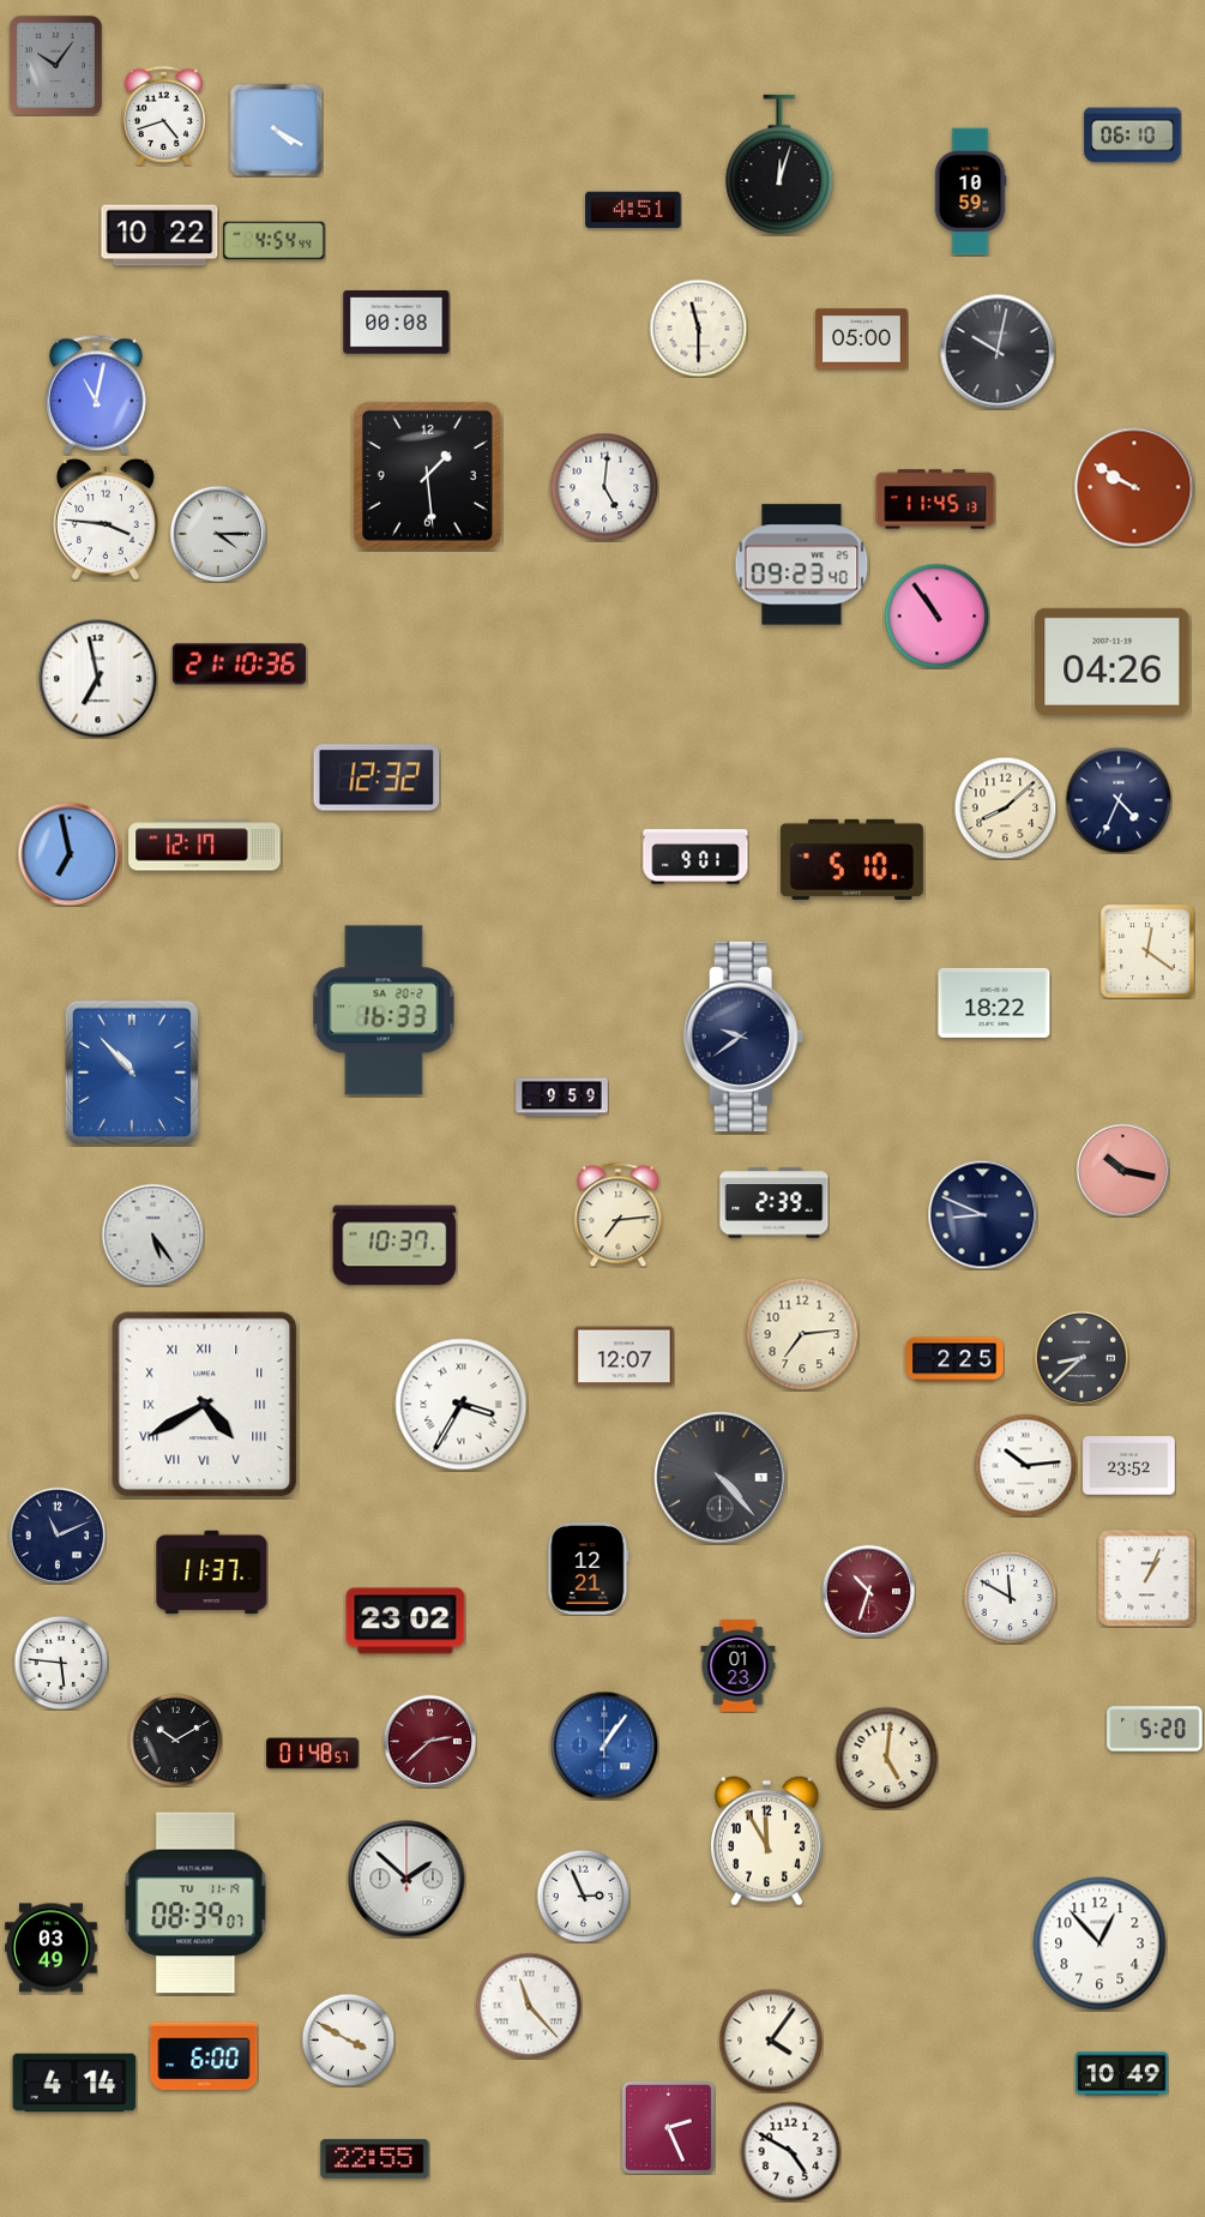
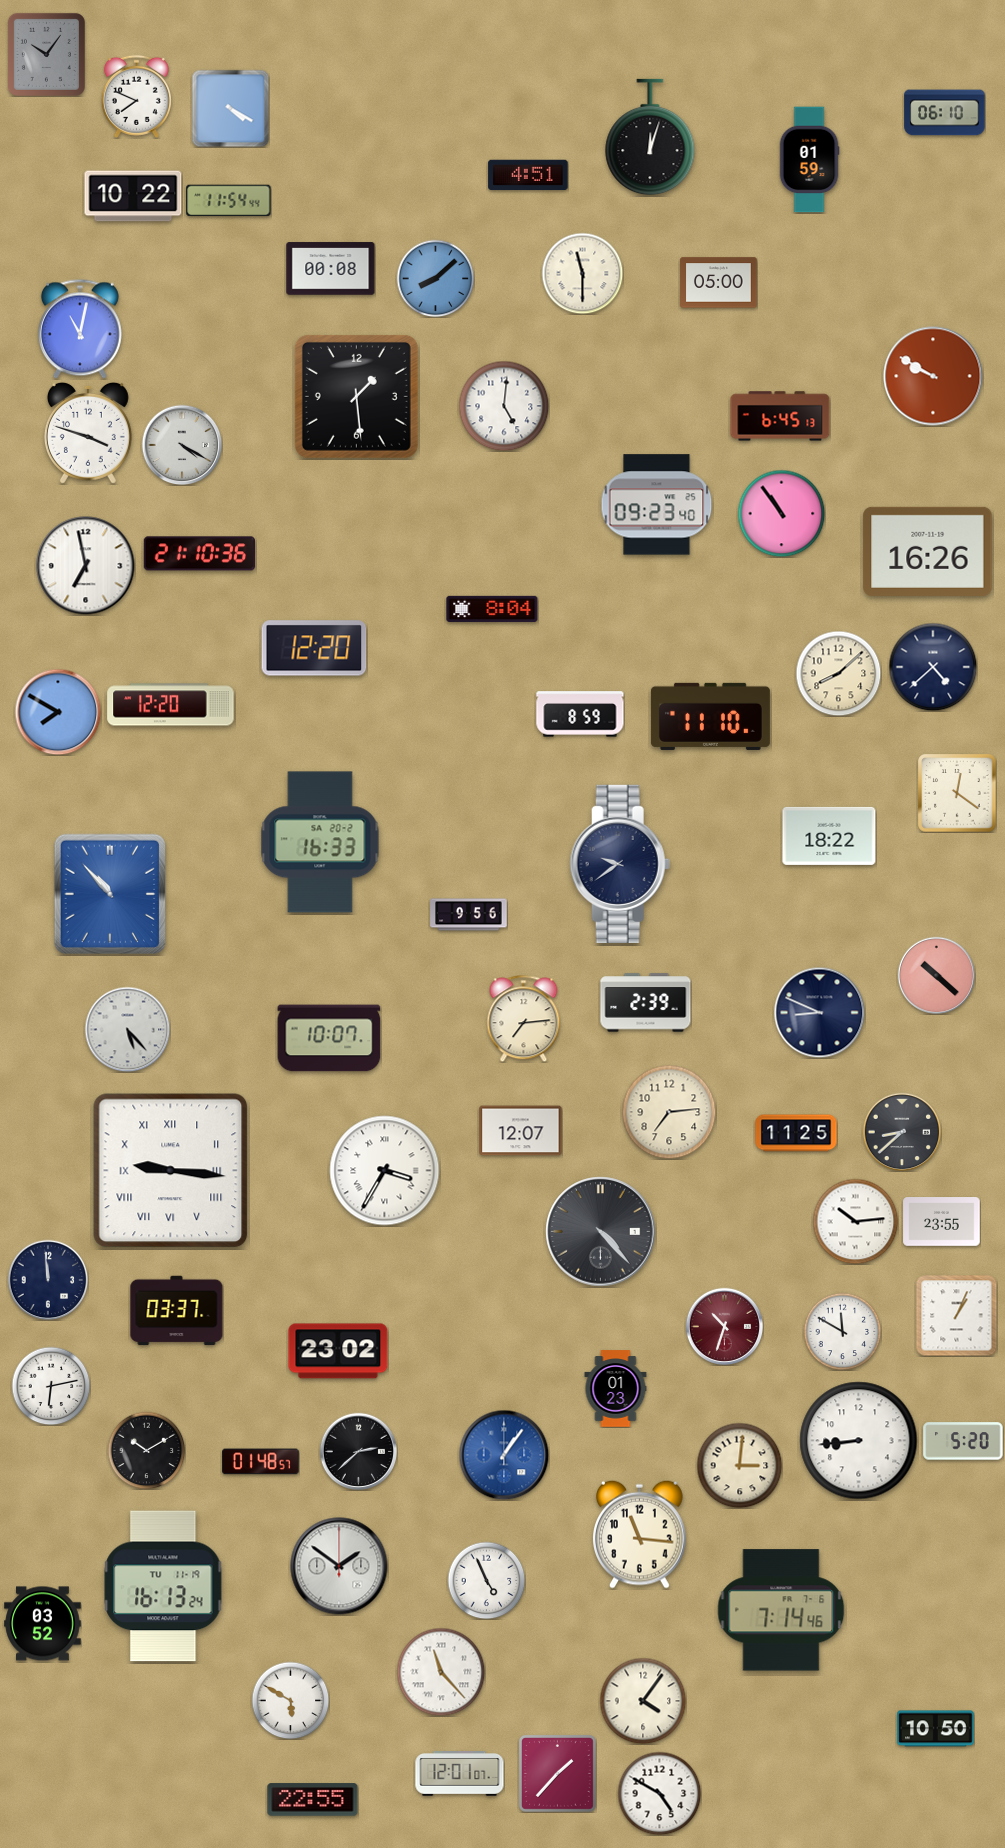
clock at (163, 115): 4:42 -> 7:49
clock at (970, 192): 10:59 -> 01:59
clock at (275, 241): 4:54 -> 11:54
clock at (435, 278): none -> 8:08
clock at (998, 352): 10:02 -> none
clock at (1134, 487) position: (1134, 487) -> (933, 376)
clock at (935, 499): 11:45 -> 6:45
clock at (106, 519): 3:46 -> 3:48
clock at (218, 534): 4:15 -> 4:20
clock at (802, 565) position: (802, 565) -> (657, 505)
clock at (1113, 661): 04:26 -> 16:26
clock at (98, 679) position: (98, 679) -> (86, 566)
clock at (492, 609): none -> 8:04
clock at (376, 777): 12:32 -> 12:20
clock at (1119, 800): 4:34 -> 4:38
clock at (205, 846): 12:17 -> 12:20
clock at (70, 854): 6:58 -> 7:50
clock at (695, 857): 9:01 -> 8:59
clock at (851, 859): 5:10 -> 11:10
clock at (562, 1098): 9:59 -> 9:56
clock at (1122, 1170): 10:17 -> 10:22
clock at (619, 1214) position: (619, 1214) -> (524, 1018)
clock at (152, 1234): 5:24 -> 5:23
clock at (394, 1245): 10:37 -> 10:07
clock at (954, 1359): 2:25 -> 11:25
clock at (205, 1405): 4:40 -> 9:16
clock at (1129, 1466): 23:52 -> 23:55
clock at (58, 1536): 11:11 -> 11:59
clock at (589, 1569): 12:21 -> none
clock at (212, 1573): 11:37 -> 03:37
clock at (61, 1663): 5:46 -> 6:13
clock at (859, 1441): none -> 8:44
clock at (429, 1741) dial: burgundy -> black
clock at (886, 1758): 5:01 -> 3:01
clock at (767, 1840): 11:55 -> 11:16
clock at (406, 1879): 1:52 -> 1:51
clock at (583, 1895): 2:56 -> 4:56
clock at (195, 1903): 08:39 -> 16:13
clock at (781, 1610): none -> 7:14
clock at (1099, 1943): 12:53 -> none
clock at (52, 1948): 03:49 -> 03:52
clock at (348, 2039): 3:50 -> 5:50
clock at (204, 2056): 6:00 -> none
clock at (1122, 2074): 10:49 -> 10:50
clock at (74, 2083): 4:14 -> none
clock at (668, 2127): 2:26 -> 1:37
clock at (460, 1774): none -> 12:01
